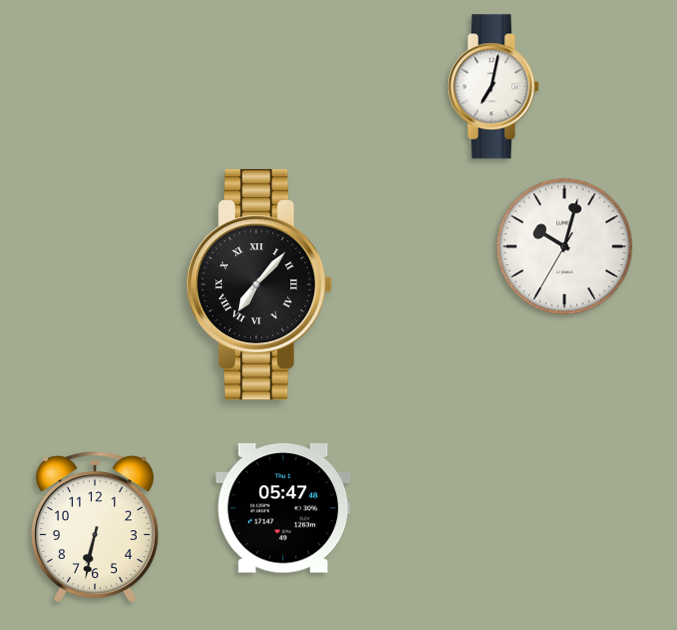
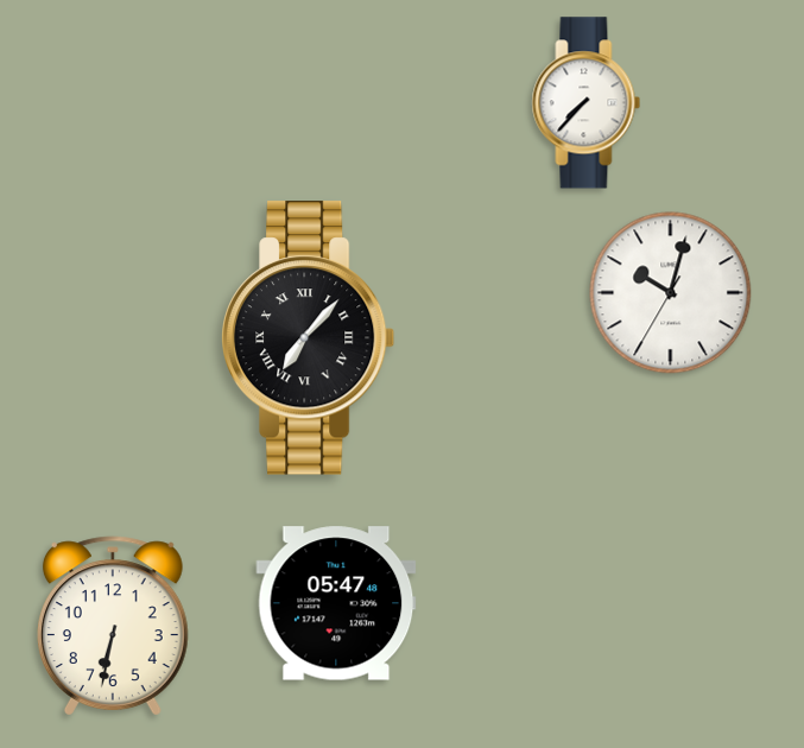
clock at (494, 87): 7:02 -> 7:37
